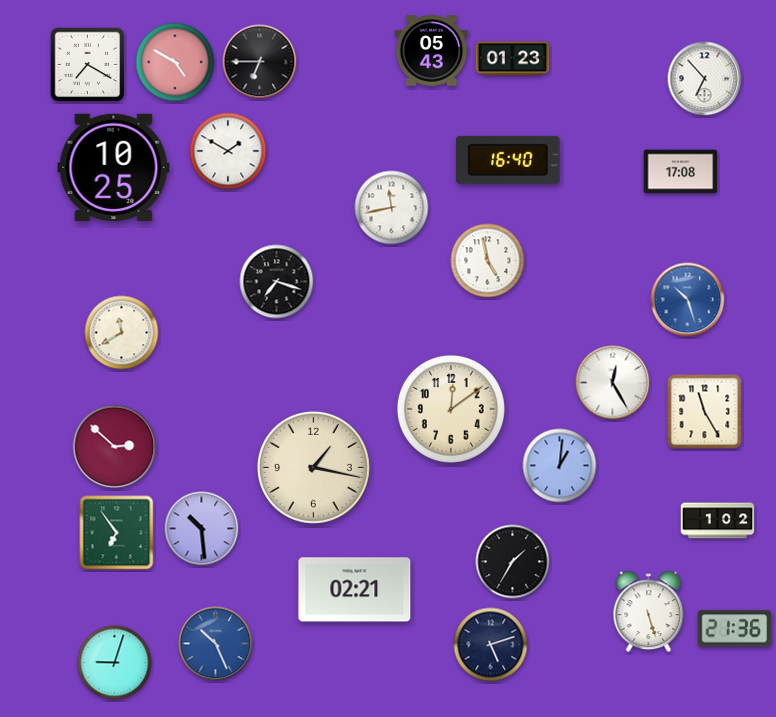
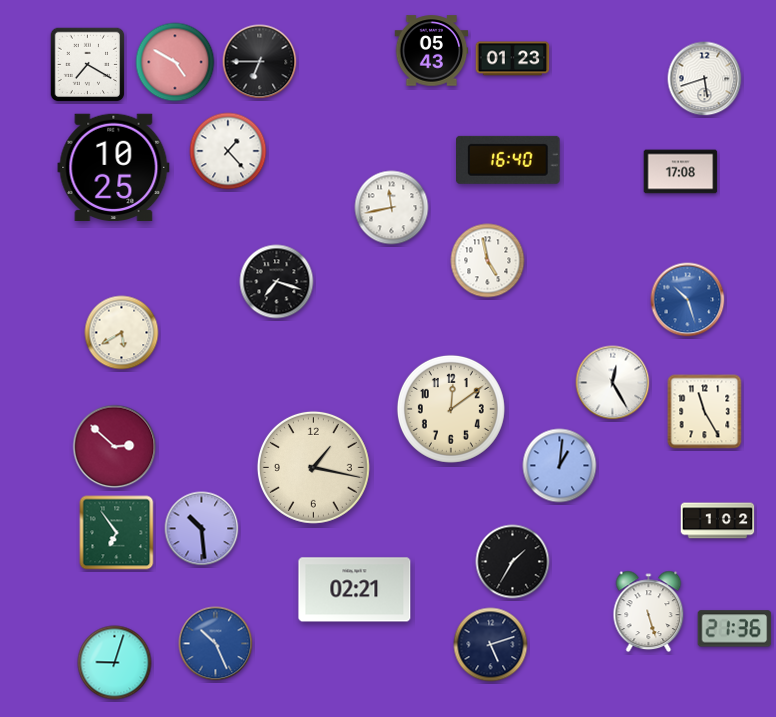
clock at (705, 79): 6:53 -> 5:42
clock at (228, 151): 1:50 -> 1:23
clock at (122, 333): 11:40 -> 5:40
